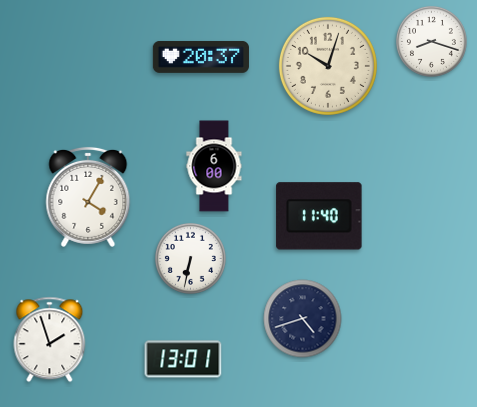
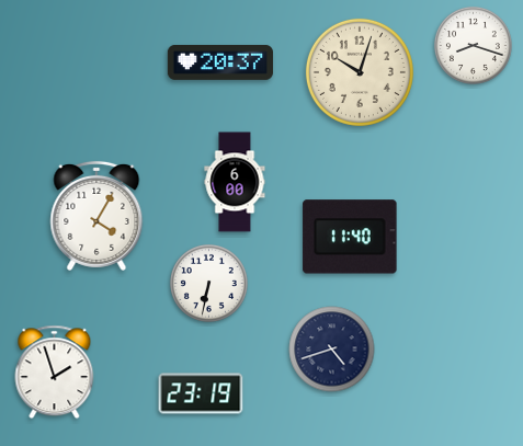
clock at (183, 359): 13:01 -> 23:19
